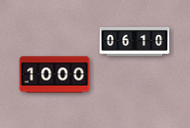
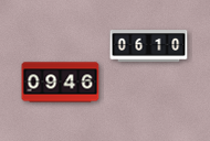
clock at (55, 75): 10:00 -> 09:46
